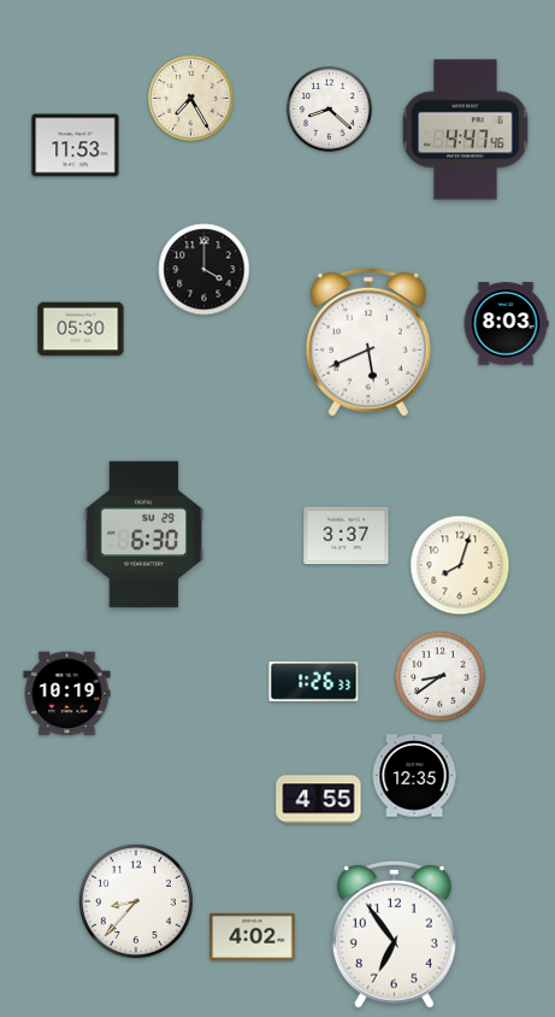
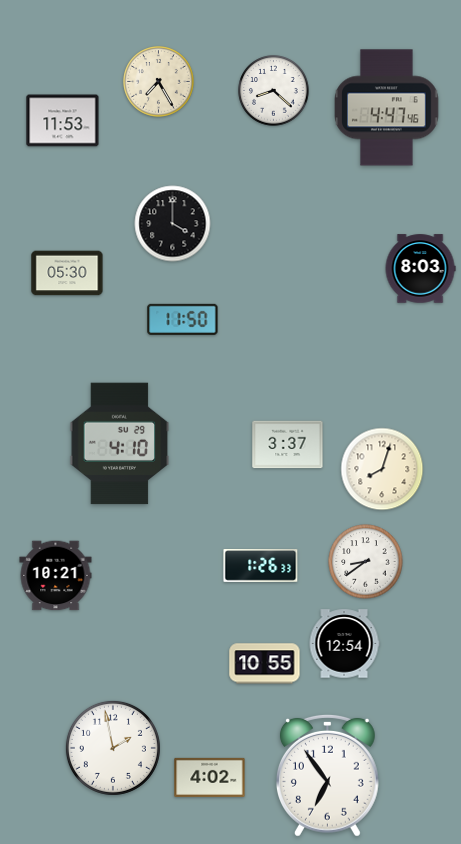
clock at (205, 270) position: (205, 270) -> (173, 224)
clock at (368, 342): 5:41 -> none
clock at (183, 319): none -> 11:50
clock at (144, 535): 6:30 -> 4:10
clock at (67, 694): 10:19 -> 10:21
clock at (414, 776): 12:35 -> 12:54
clock at (319, 800): 4:55 -> 10:55
clock at (136, 901): 8:37 -> 1:58
